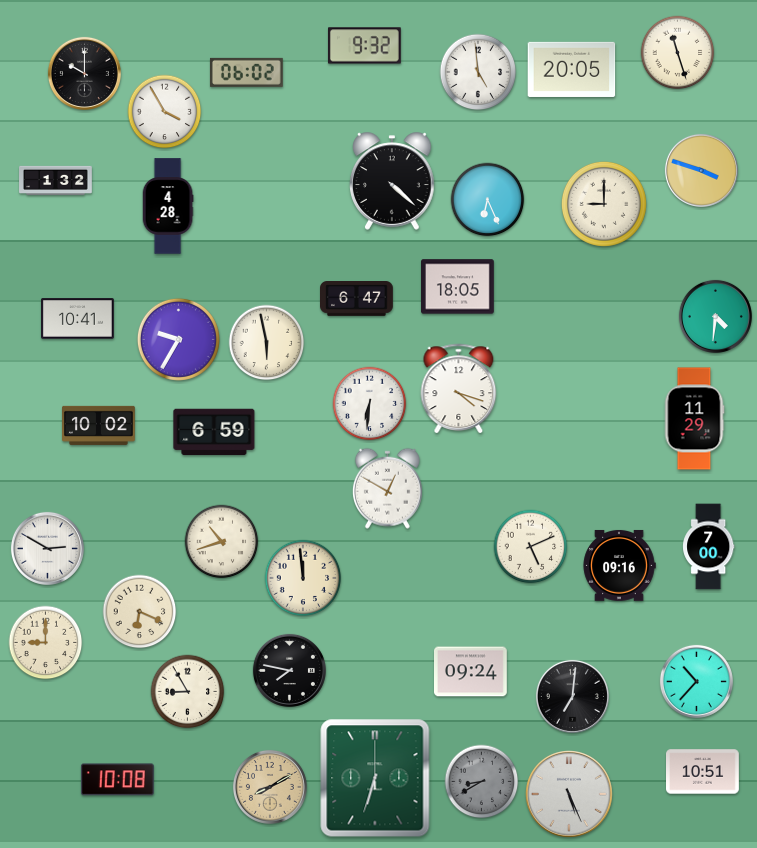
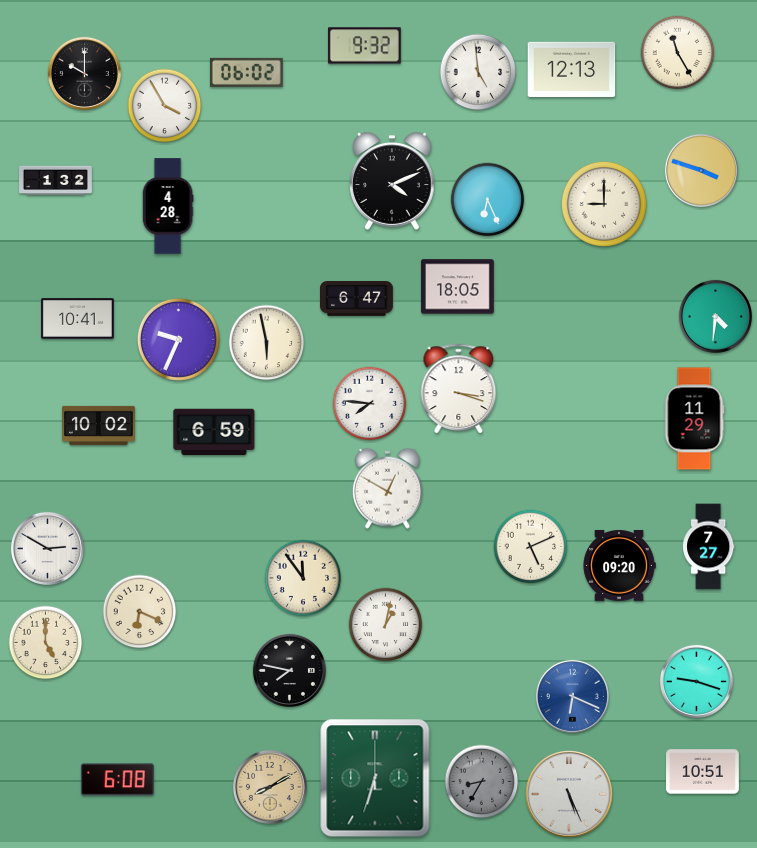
clock at (678, 53): 11:27 -> 11:25
clock at (572, 69): 20:05 -> 12:13
clock at (165, 112) position: (165, 112) -> (165, 106)
clock at (392, 181): 4:22 -> 4:11
clock at (178, 339): 9:35 -> 9:34
clock at (459, 388): 4:18 -> 3:18
clock at (370, 404): 6:31 -> 7:46
clock at (222, 542): 10:42 -> none
clock at (709, 547): 7:00 -> 7:27
clock at (619, 565): 09:16 -> 09:20
clock at (303, 578): 11:59 -> 11:54
clock at (386, 625): none -> 1:02
clock at (46, 643): 9:00 -> 5:00
clock at (471, 672): 09:24 -> none
clock at (696, 681): 10:37 -> 9:18
clock at (188, 692): 8:55 -> none
clock at (572, 696): 7:01 -> 6:19
clock at (572, 696) dial: black -> blue
clock at (117, 780): 10:08 -> 6:08
clock at (482, 782): 8:40 -> 8:35
